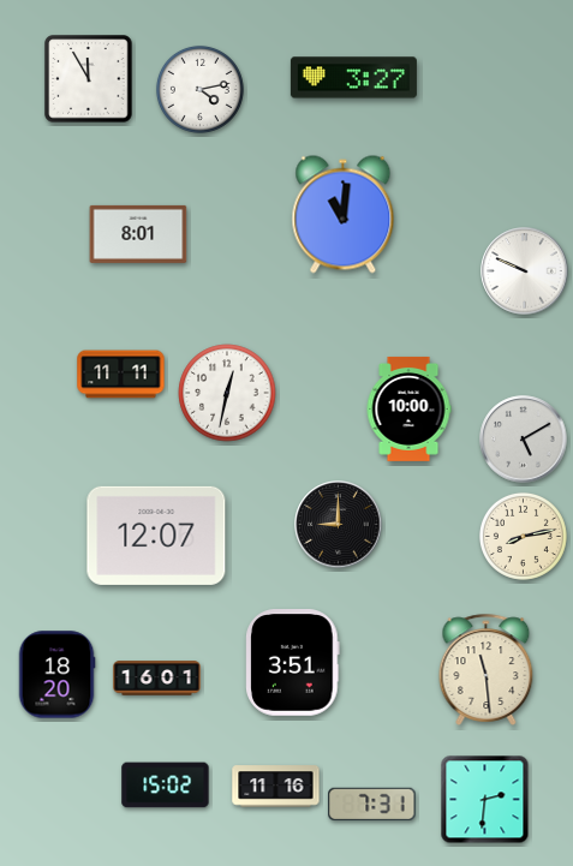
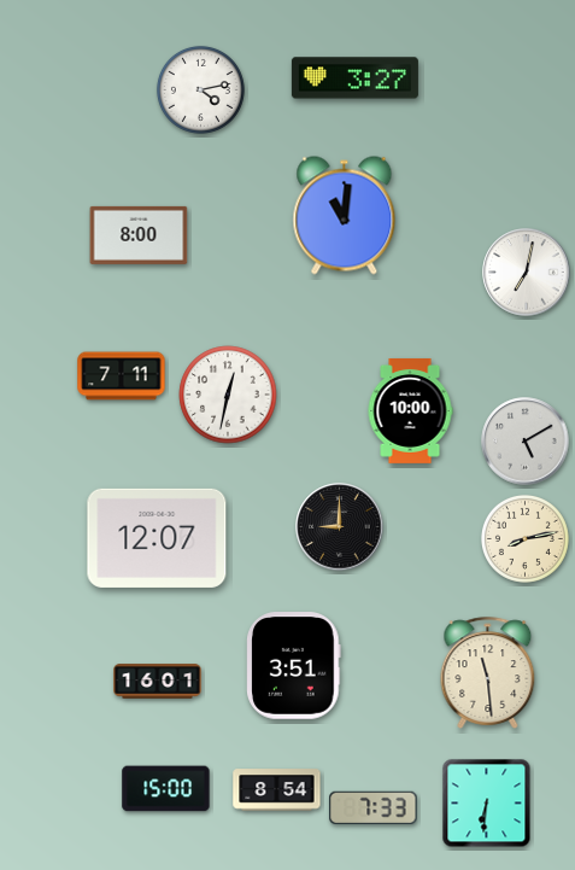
clock at (89, 79): 11:55 -> none
clock at (138, 234): 8:01 -> 8:00
clock at (525, 271): 9:49 -> 7:02
clock at (121, 375): 11:11 -> 7:11
clock at (56, 675): 18:20 -> none
clock at (166, 786): 15:02 -> 15:00
clock at (276, 787): 11:16 -> 8:54
clock at (485, 800): 2:31 -> 6:31
clock at (372, 804): 7:31 -> 7:33
